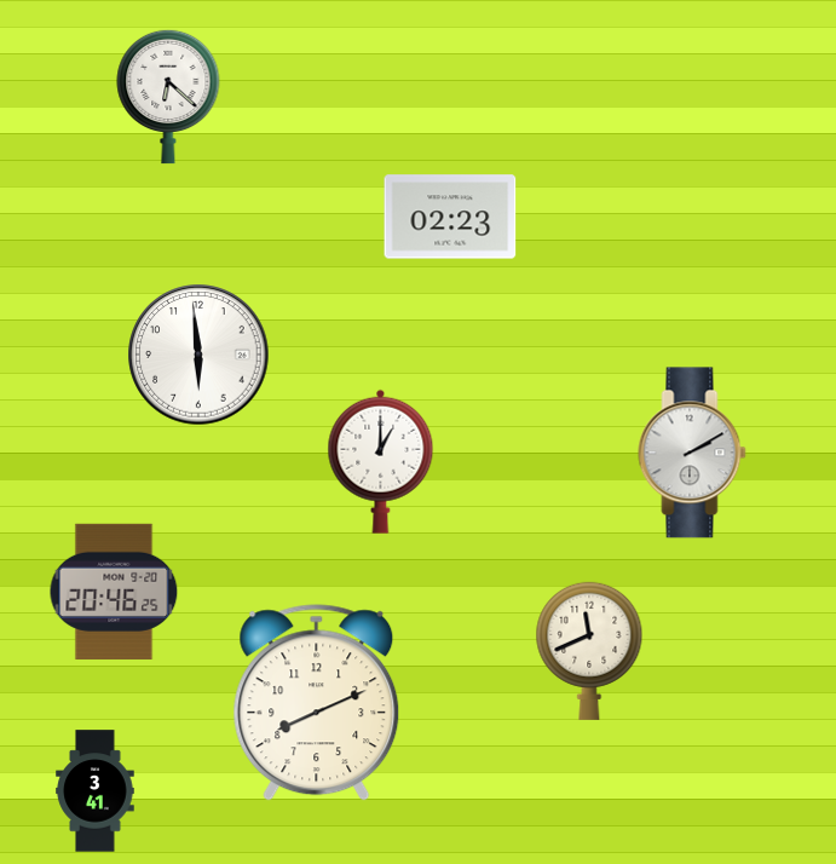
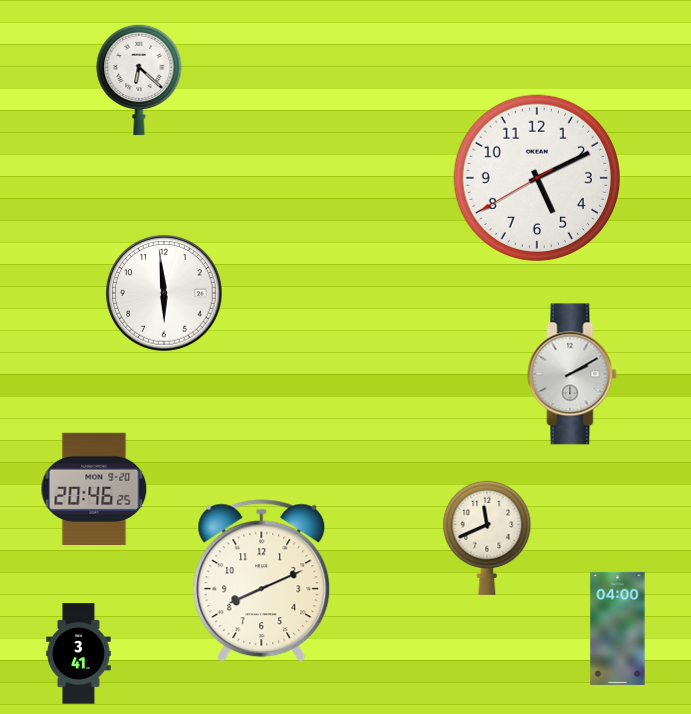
clock at (536, 177): none -> 5:10
clock at (450, 217): 02:23 -> none
clock at (381, 461): 1:00 -> none
clock at (618, 628): none -> 04:00
